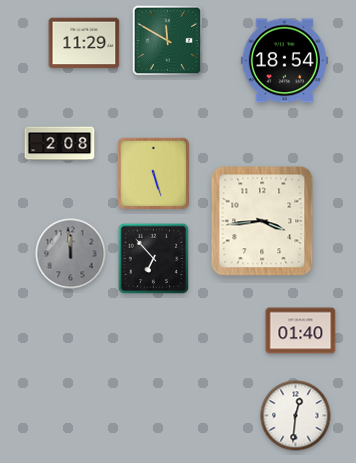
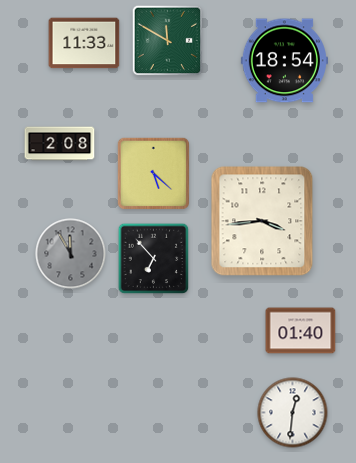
clock at (84, 43): 11:29 -> 11:33
clock at (153, 173): 5:27 -> 5:22
clock at (71, 254): 11:59 -> 11:55
clock at (296, 416) position: (296, 416) -> (293, 413)
